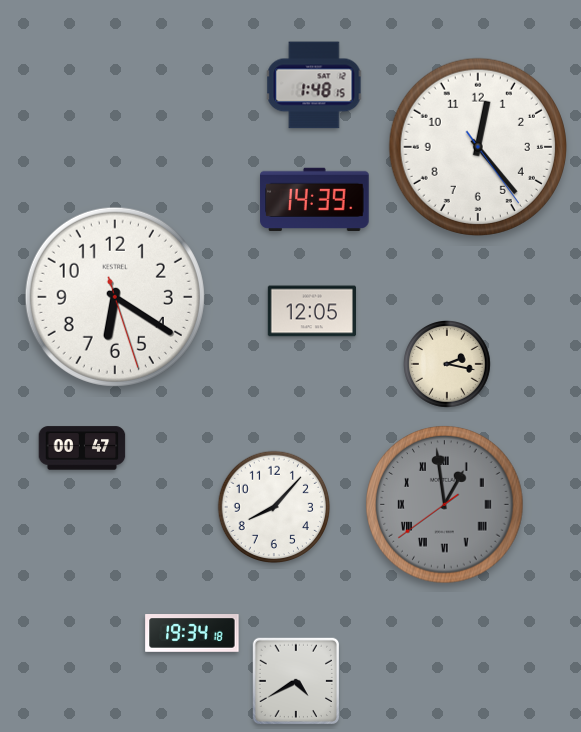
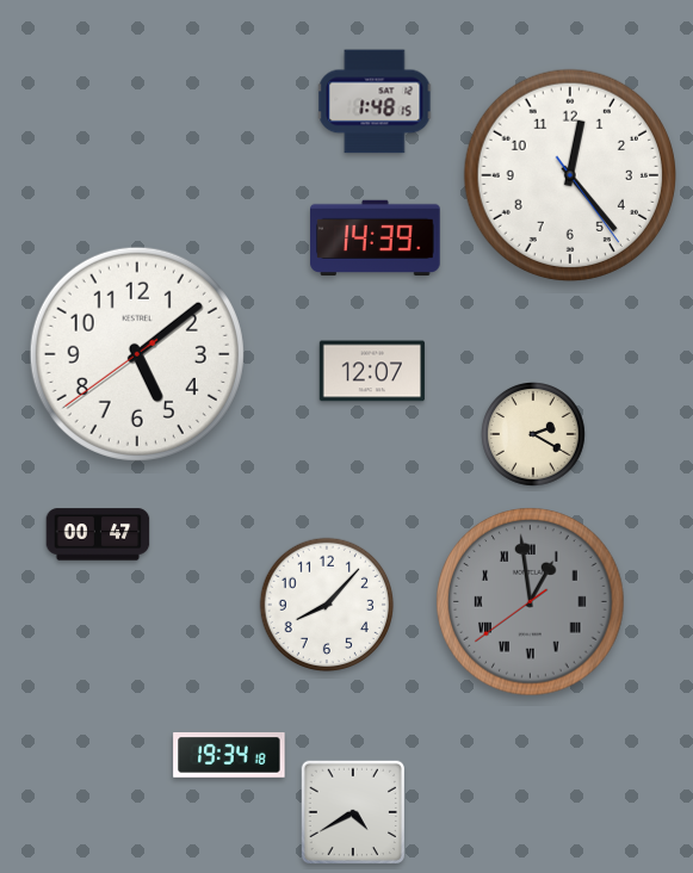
clock at (115, 297): 6:20 -> 5:08
clock at (311, 311): 12:05 -> 12:07
clock at (448, 365): 2:17 -> 2:20
